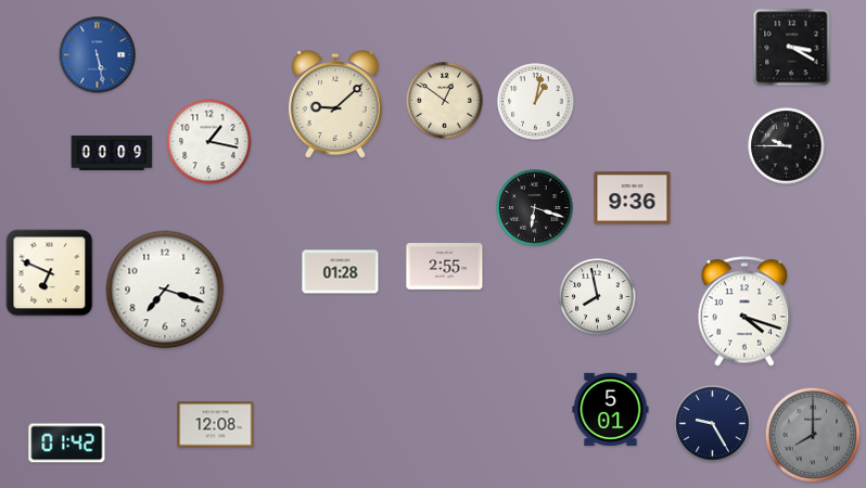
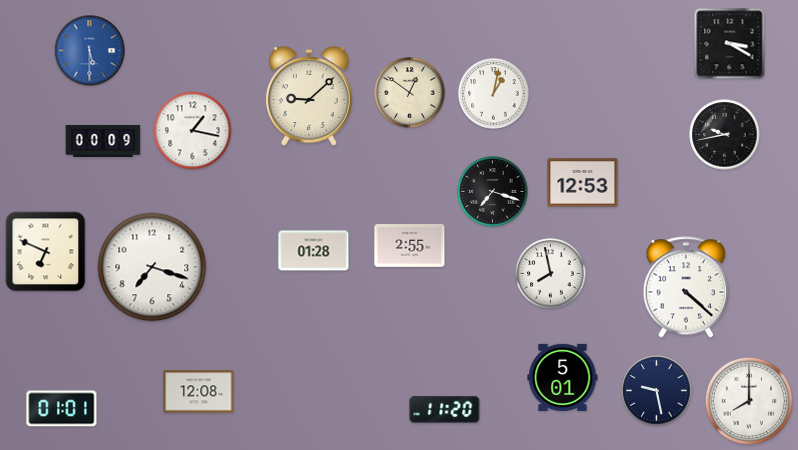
clock at (98, 55): 5:28 -> 5:30
clock at (787, 146): 9:45 -> 9:43
clock at (633, 198): 9:36 -> 12:53
clock at (535, 208): 6:18 -> 7:18
clock at (744, 311): 4:18 -> 4:22
clock at (713, 424): 9:25 -> 9:28
clock at (813, 435) dial: grey -> white
clock at (67, 444): 01:42 -> 01:01
clock at (445, 409): none -> 11:20
